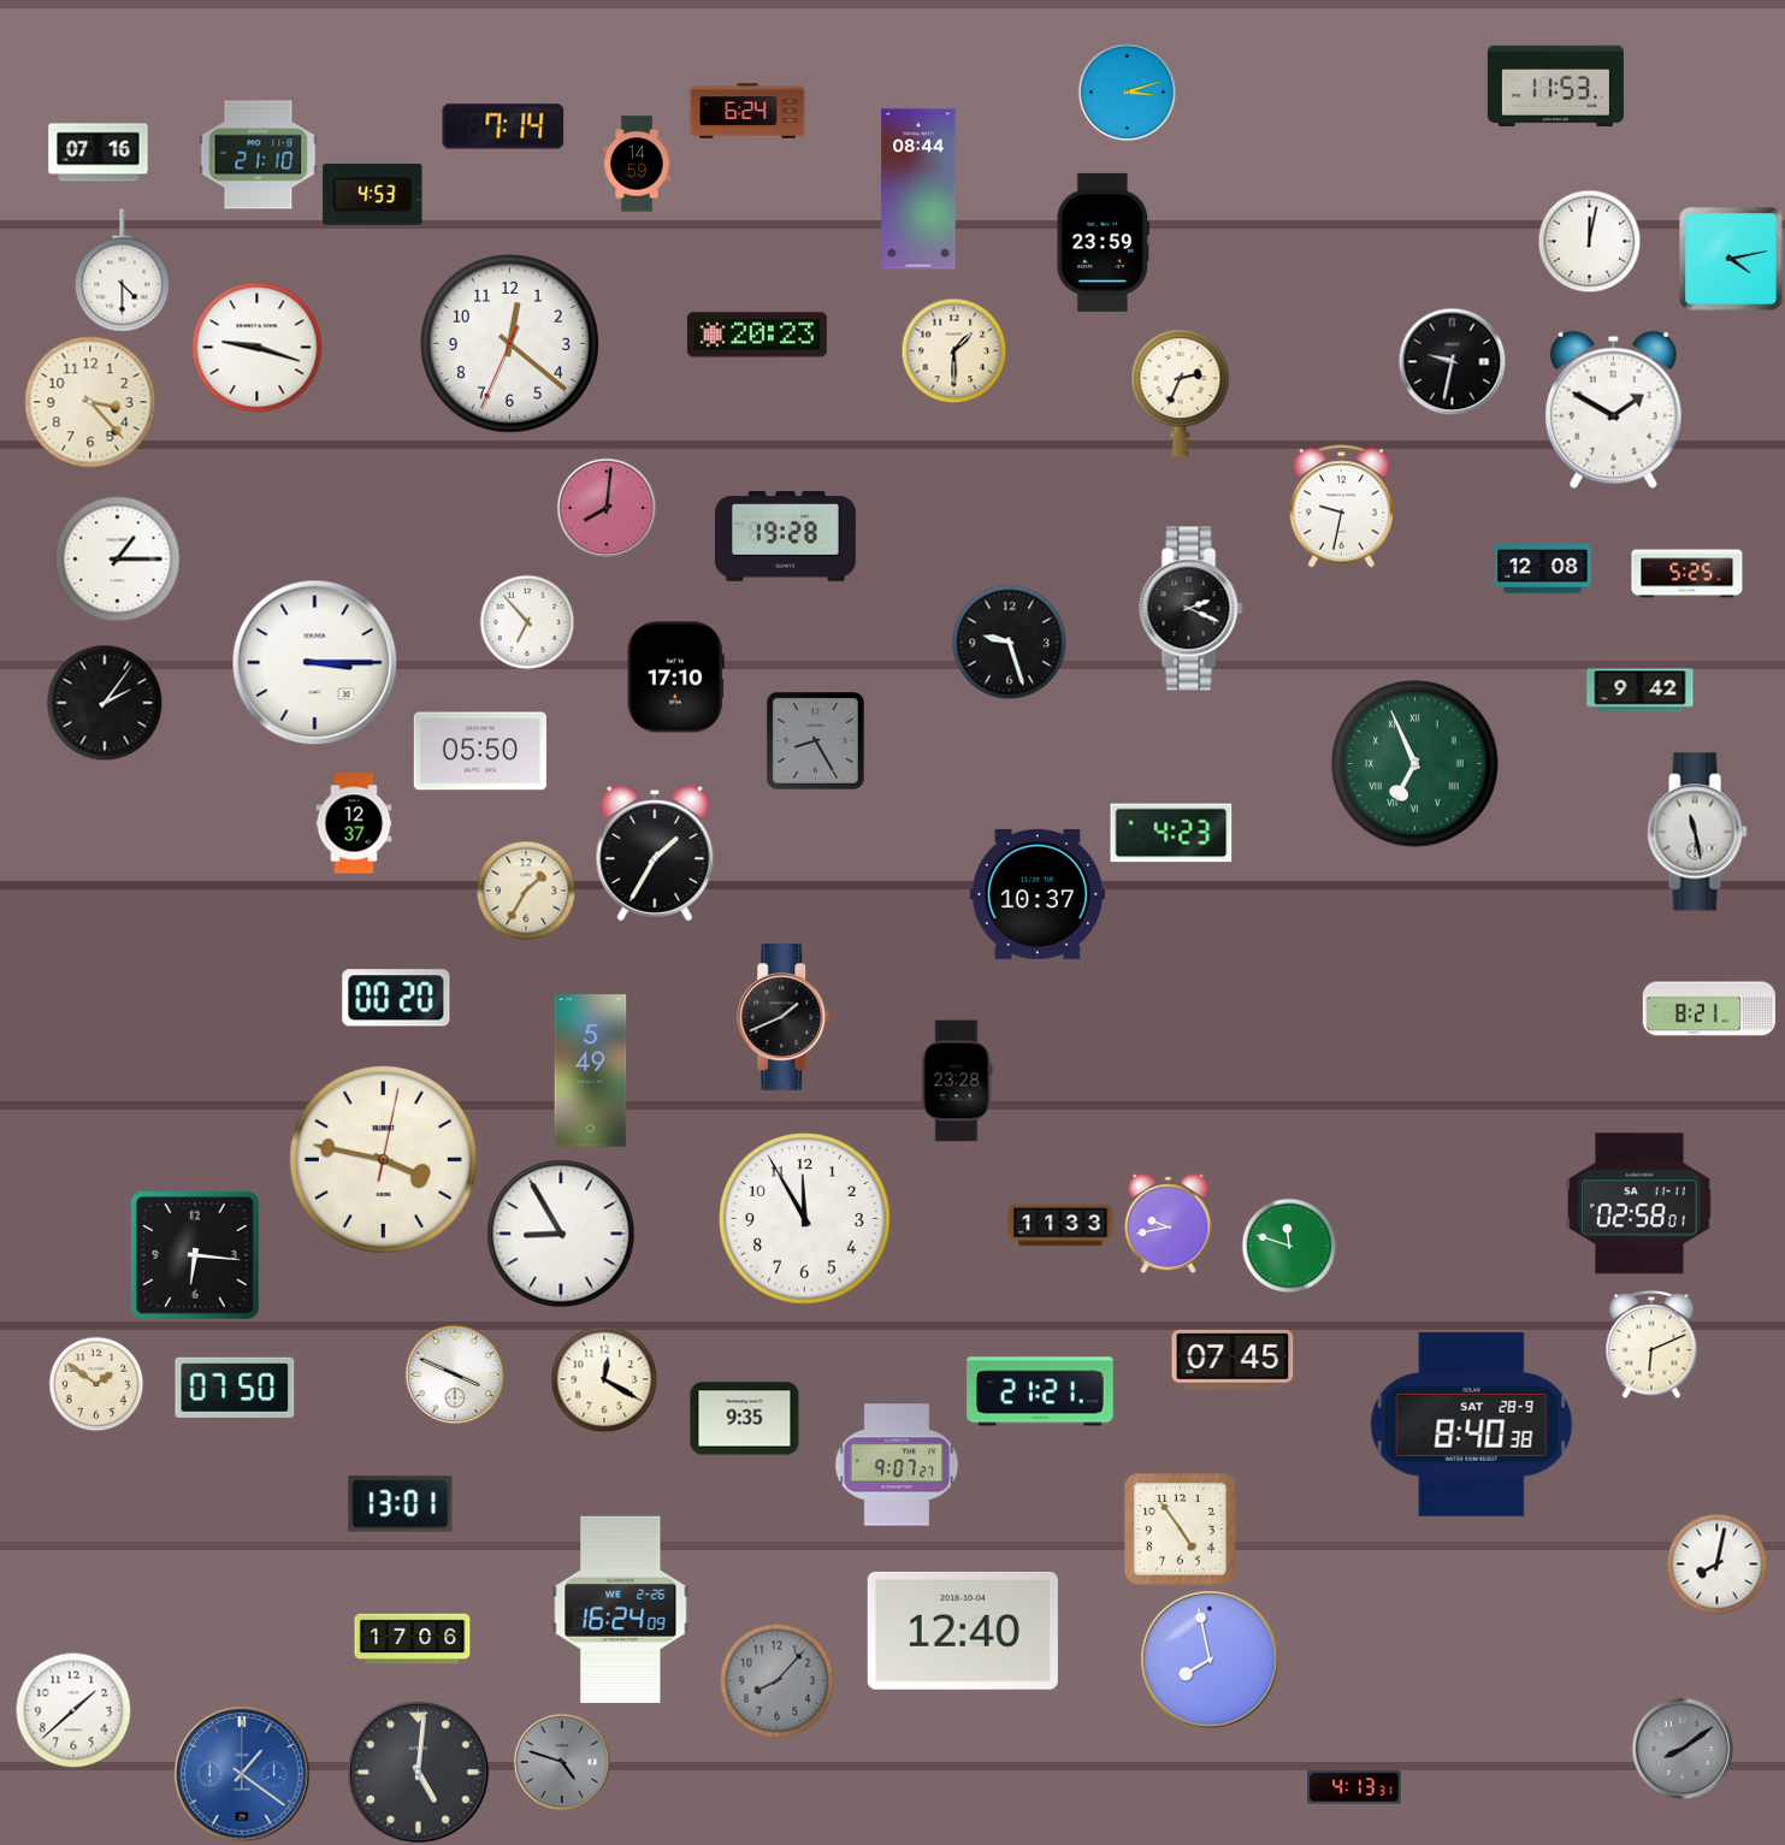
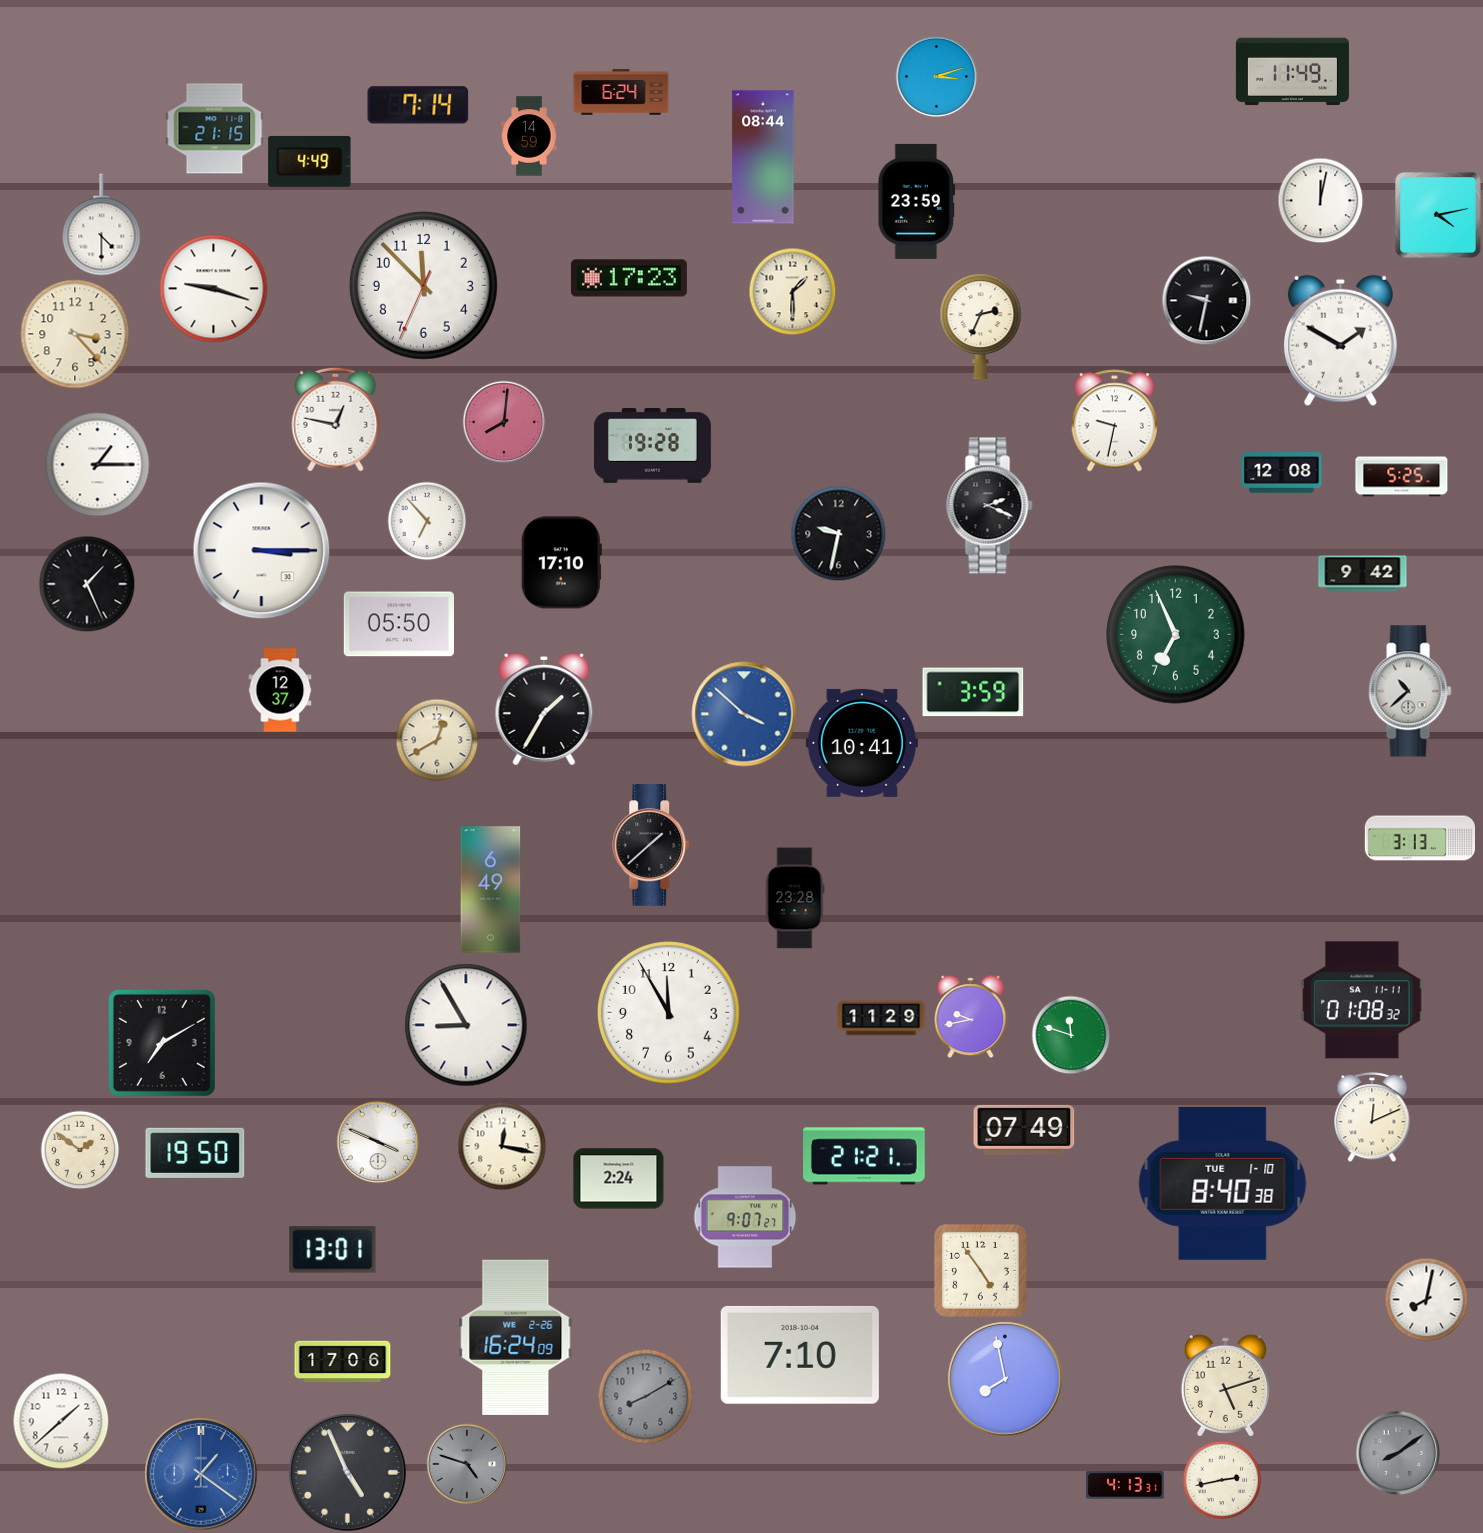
clock at (1555, 87): 11:53 -> 11:49
clock at (99, 153): 07:16 -> none
clock at (259, 155): 21:10 -> 21:15
clock at (373, 194): 4:53 -> 4:49
clock at (757, 335): 20:23 -> 17:23
clock at (509, 343): 12:21 -> 11:52
clock at (336, 419): none -> 12:47
clock at (527, 622) position: (527, 622) -> (427, 521)
clock at (1009, 641): 9:27 -> 9:32
clock at (105, 703): 2:06 -> 1:26
clock at (816, 741): 8:25 -> none
clock at (1415, 764) numerals: Roman -> Arabic
clock at (354, 823) position: (354, 823) -> (280, 690)
clock at (1697, 832): 11:28 -> 10:38
clock at (1171, 833): 4:23 -> 3:59
clock at (744, 714): none -> 3:52
clock at (526, 891): 1:35 -> 12:40
clock at (1038, 894): 10:37 -> 10:41
clock at (396, 998): 00:20 -> none
clock at (1708, 1009): 8:21 -> 3:13
clock at (785, 1017): 1:41 -> 1:38
clock at (591, 1071): 5:49 -> 6:49
clock at (383, 1159): 3:47 -> none
clock at (1639, 1204): 02:58 -> 01:08
clock at (1060, 1225): 11:33 -> 11:29
clock at (195, 1255): 6:16 -> 7:10
clock at (1651, 1344): 6:11 -> 12:11
clock at (1233, 1360): 07:45 -> 07:49
clock at (604, 1379): 12:20 -> 12:17
clock at (235, 1388): 07:50 -> 19:50
clock at (745, 1419): 9:35 -> 2:24
clock at (1472, 1424) date: SAT 28-9 -> TUE 1-10
clock at (963, 1631): 12:40 -> 7:10
clock at (1225, 1385): none -> 5:12
clock at (776, 1680): 8:07 -> 8:10
clock at (418, 1772): 5:01 -> 4:56
clock at (1222, 1480): none -> 2:43
